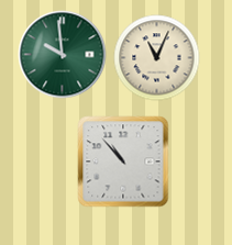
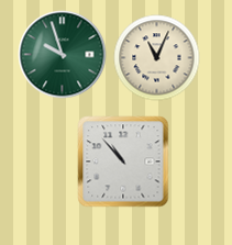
clock at (62, 54): 9:59 -> 9:57
